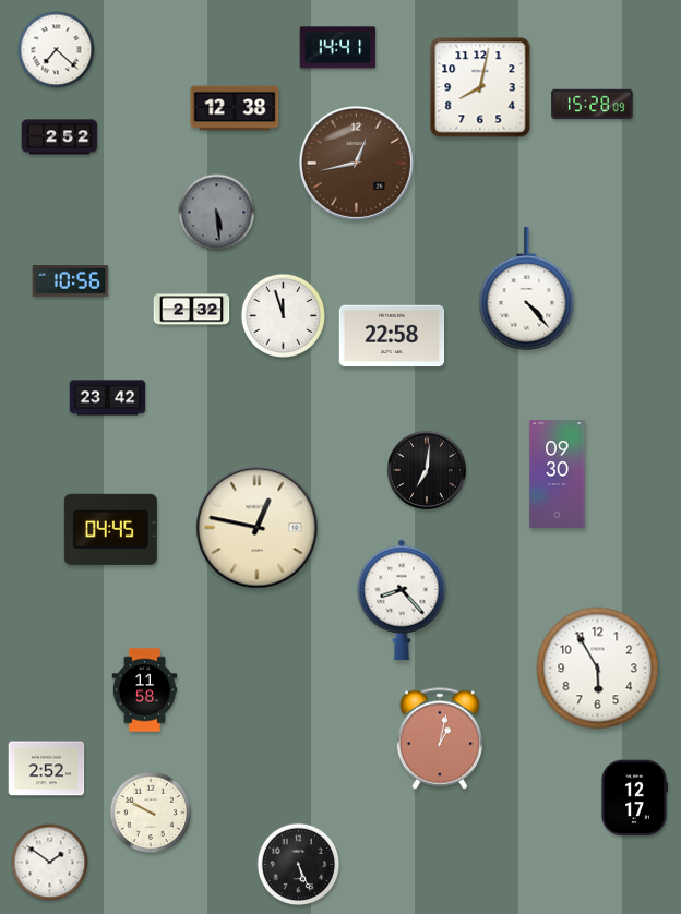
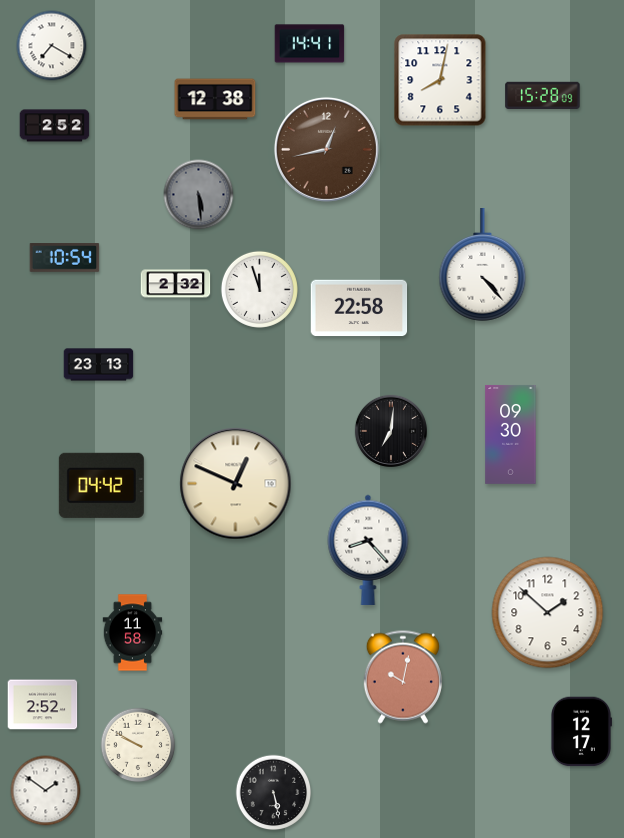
clock at (57, 50): 7:22 -> 7:20
clock at (71, 281): 10:56 -> 10:54
clock at (108, 398): 23:42 -> 23:13
clock at (258, 528): 12:47 -> 12:49
clock at (110, 529): 04:45 -> 04:42
clock at (598, 669): 5:55 -> 1:52
clock at (440, 738): 1:02 -> 10:02
clock at (299, 865): 5:26 -> 5:28
